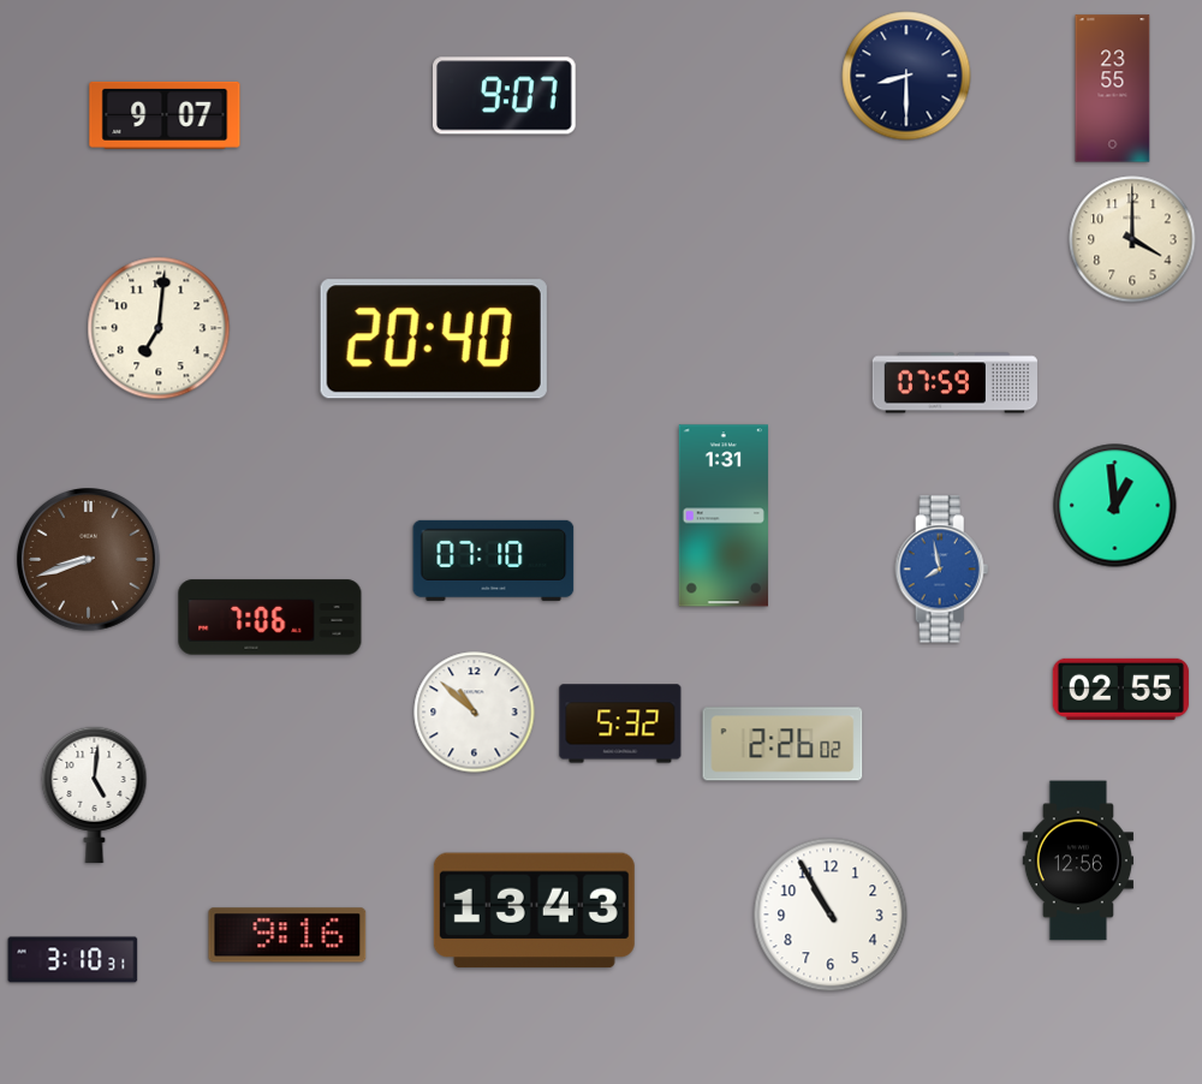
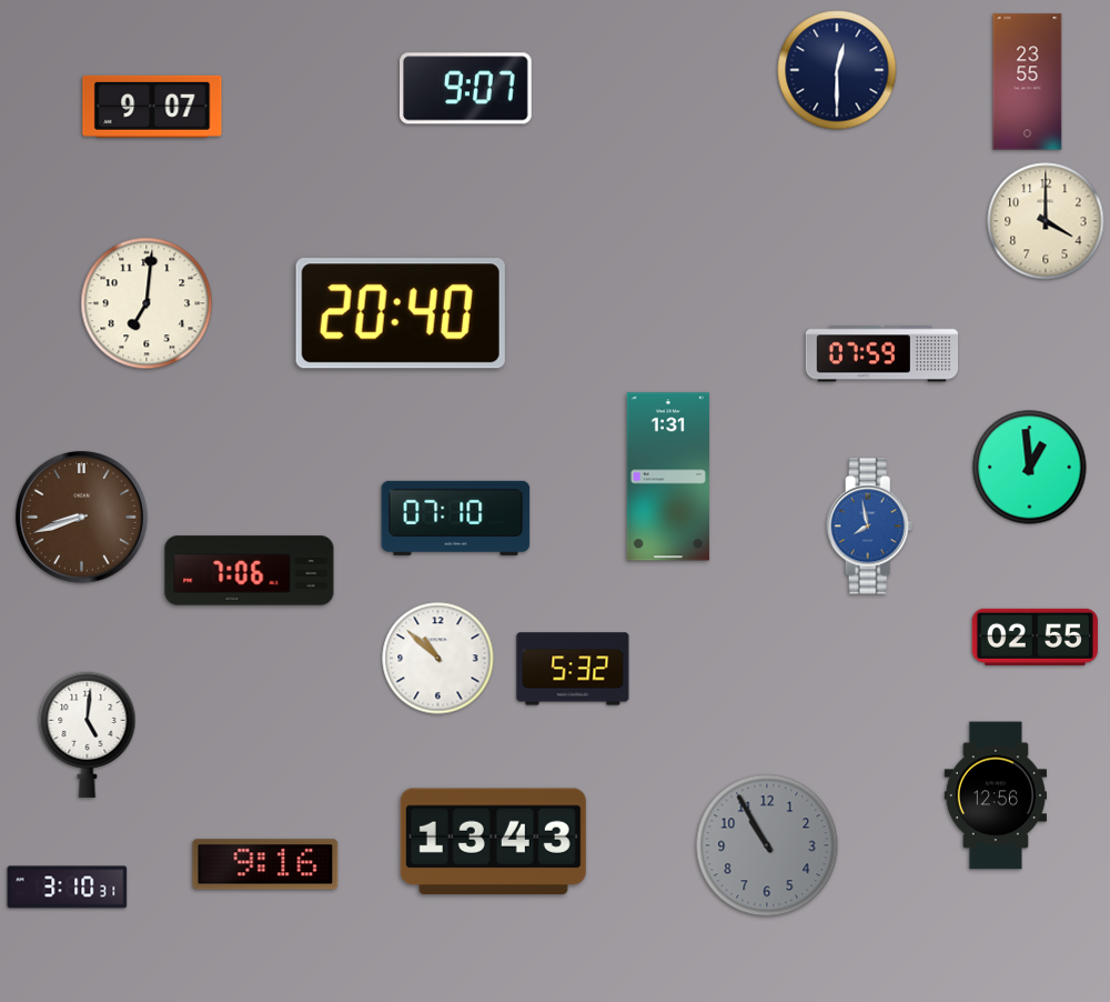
clock at (906, 76): 8:30 -> 12:30
clock at (783, 744): 2:26 -> none
clock at (831, 915) dial: white -> grey
